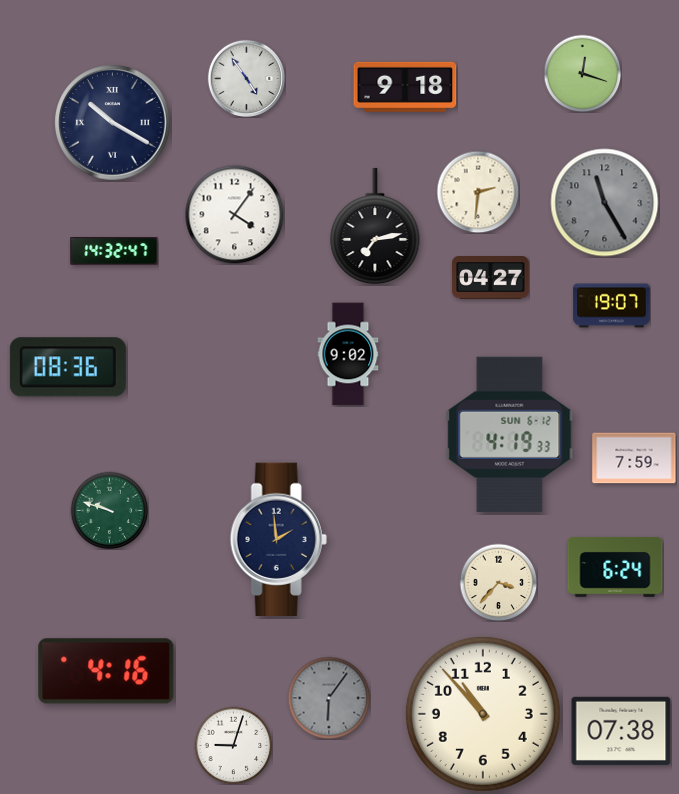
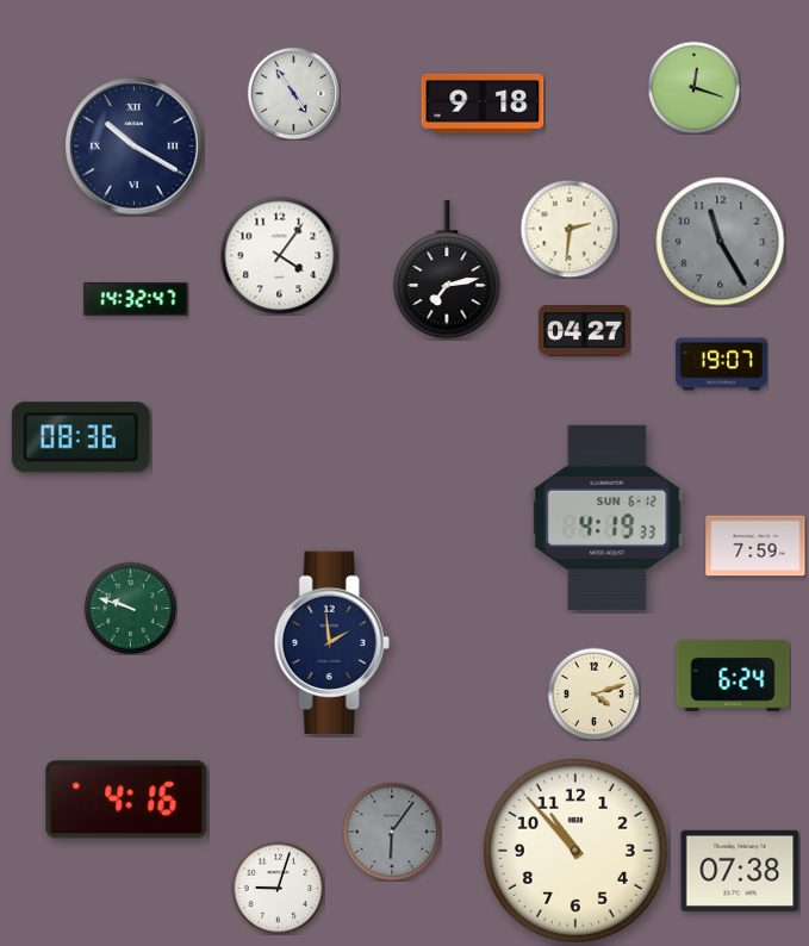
clock at (612, 306) position: (612, 306) -> (722, 365)
clock at (348, 354): 9:02 -> none
clock at (498, 582): 3:37 -> 4:12
